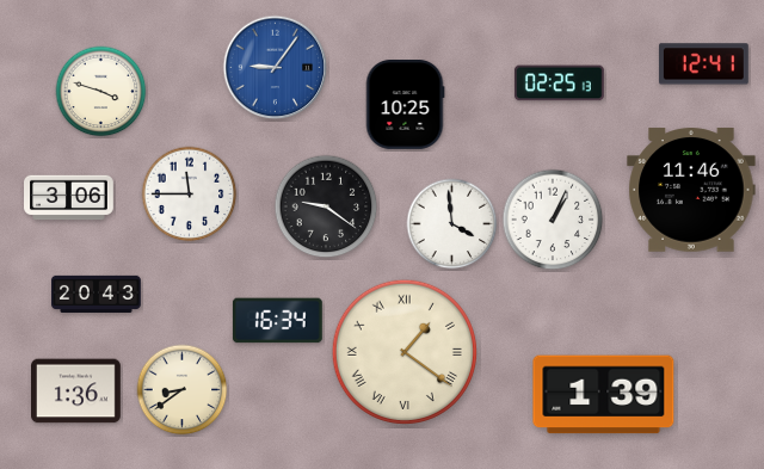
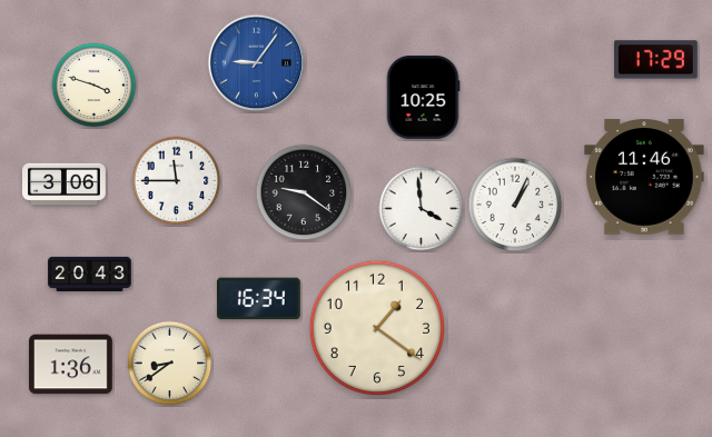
clock at (703, 64): 12:41 -> 17:29
clock at (559, 84): 02:25 -> none
clock at (405, 105) position: (405, 105) -> (423, 98)
clock at (405, 352) numerals: Roman -> Arabic
clock at (604, 395): 1:39 -> none
